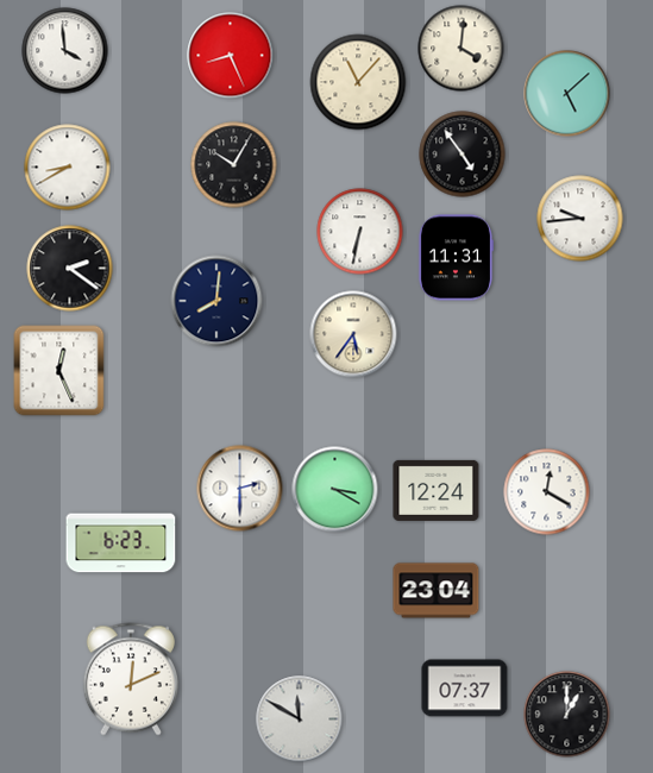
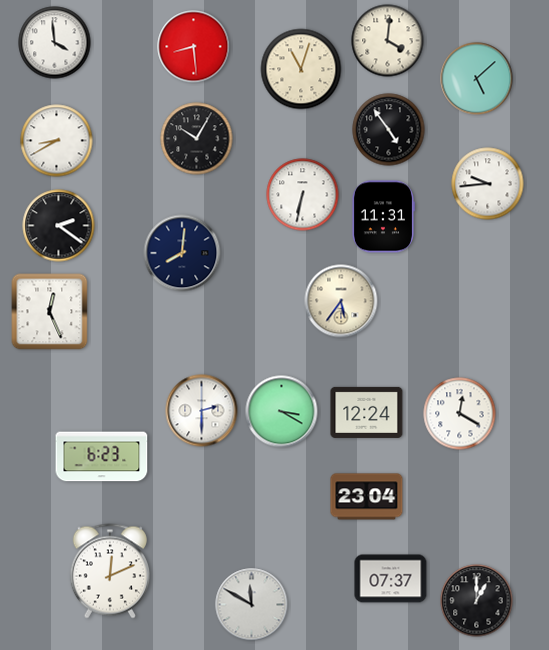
clock at (231, 56): 8:26 -> 8:29
clock at (358, 82): 11:07 -> 11:03
clock at (353, 334) position: (353, 334) -> (341, 301)
